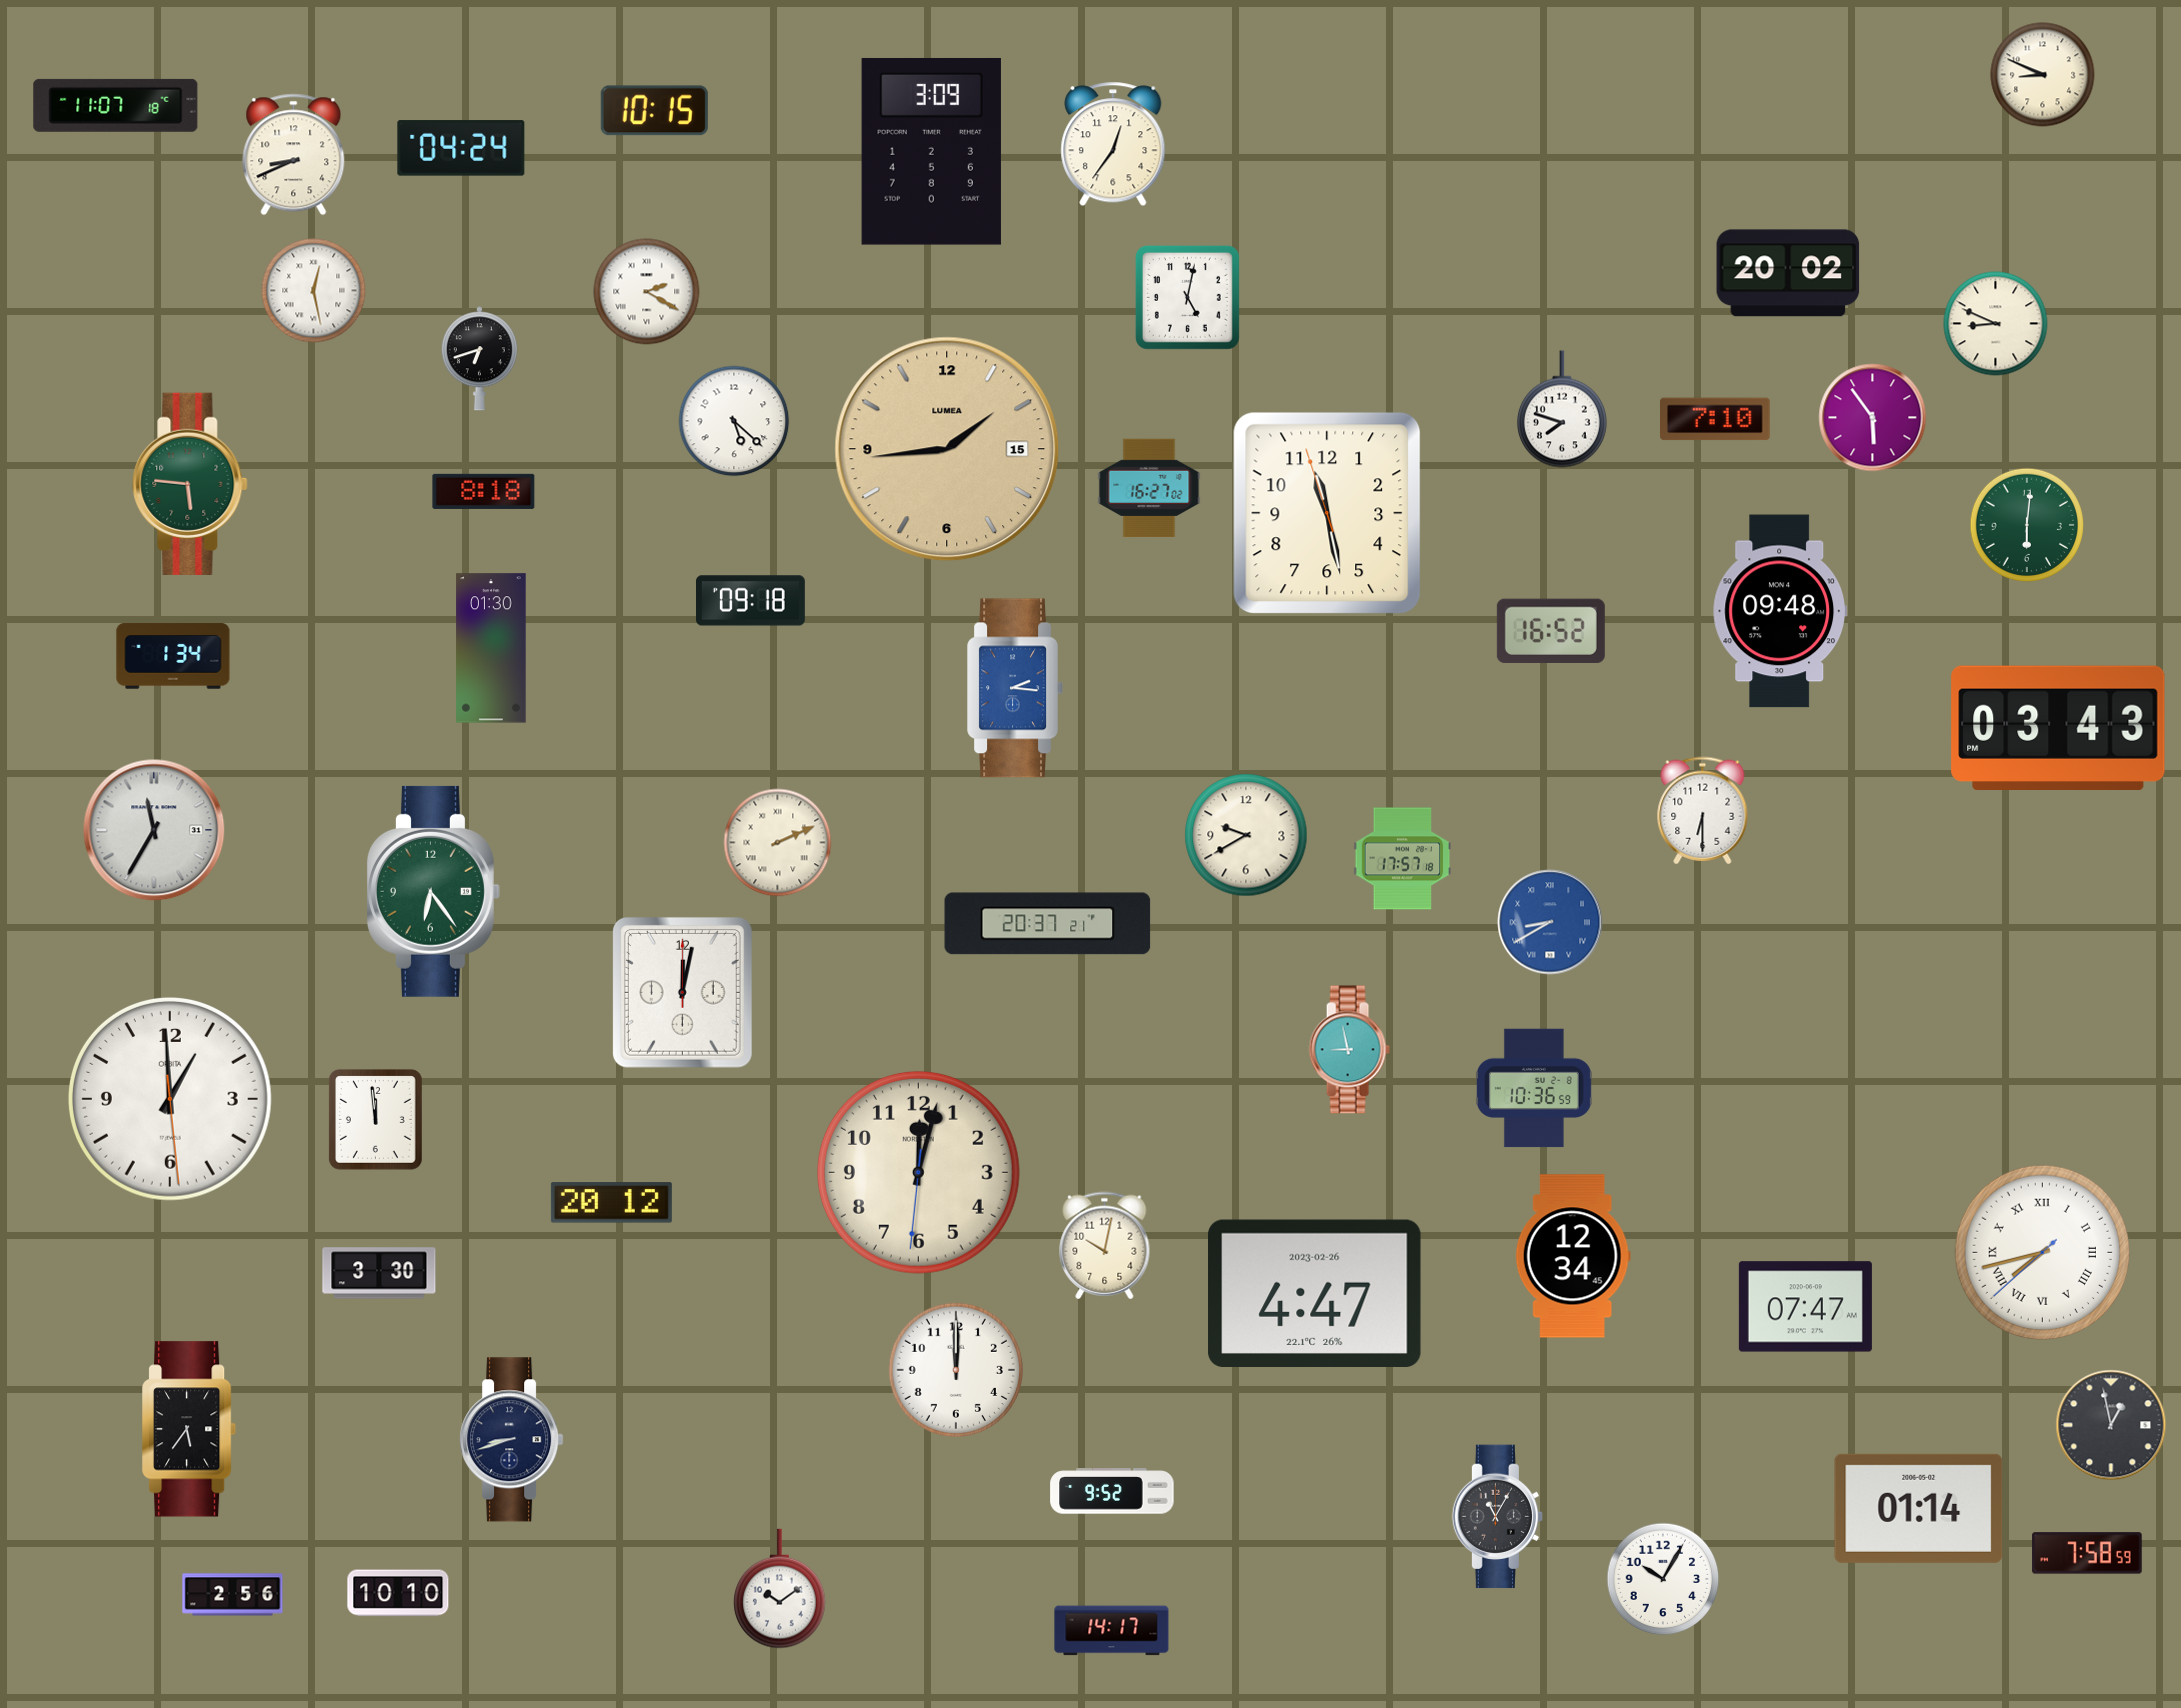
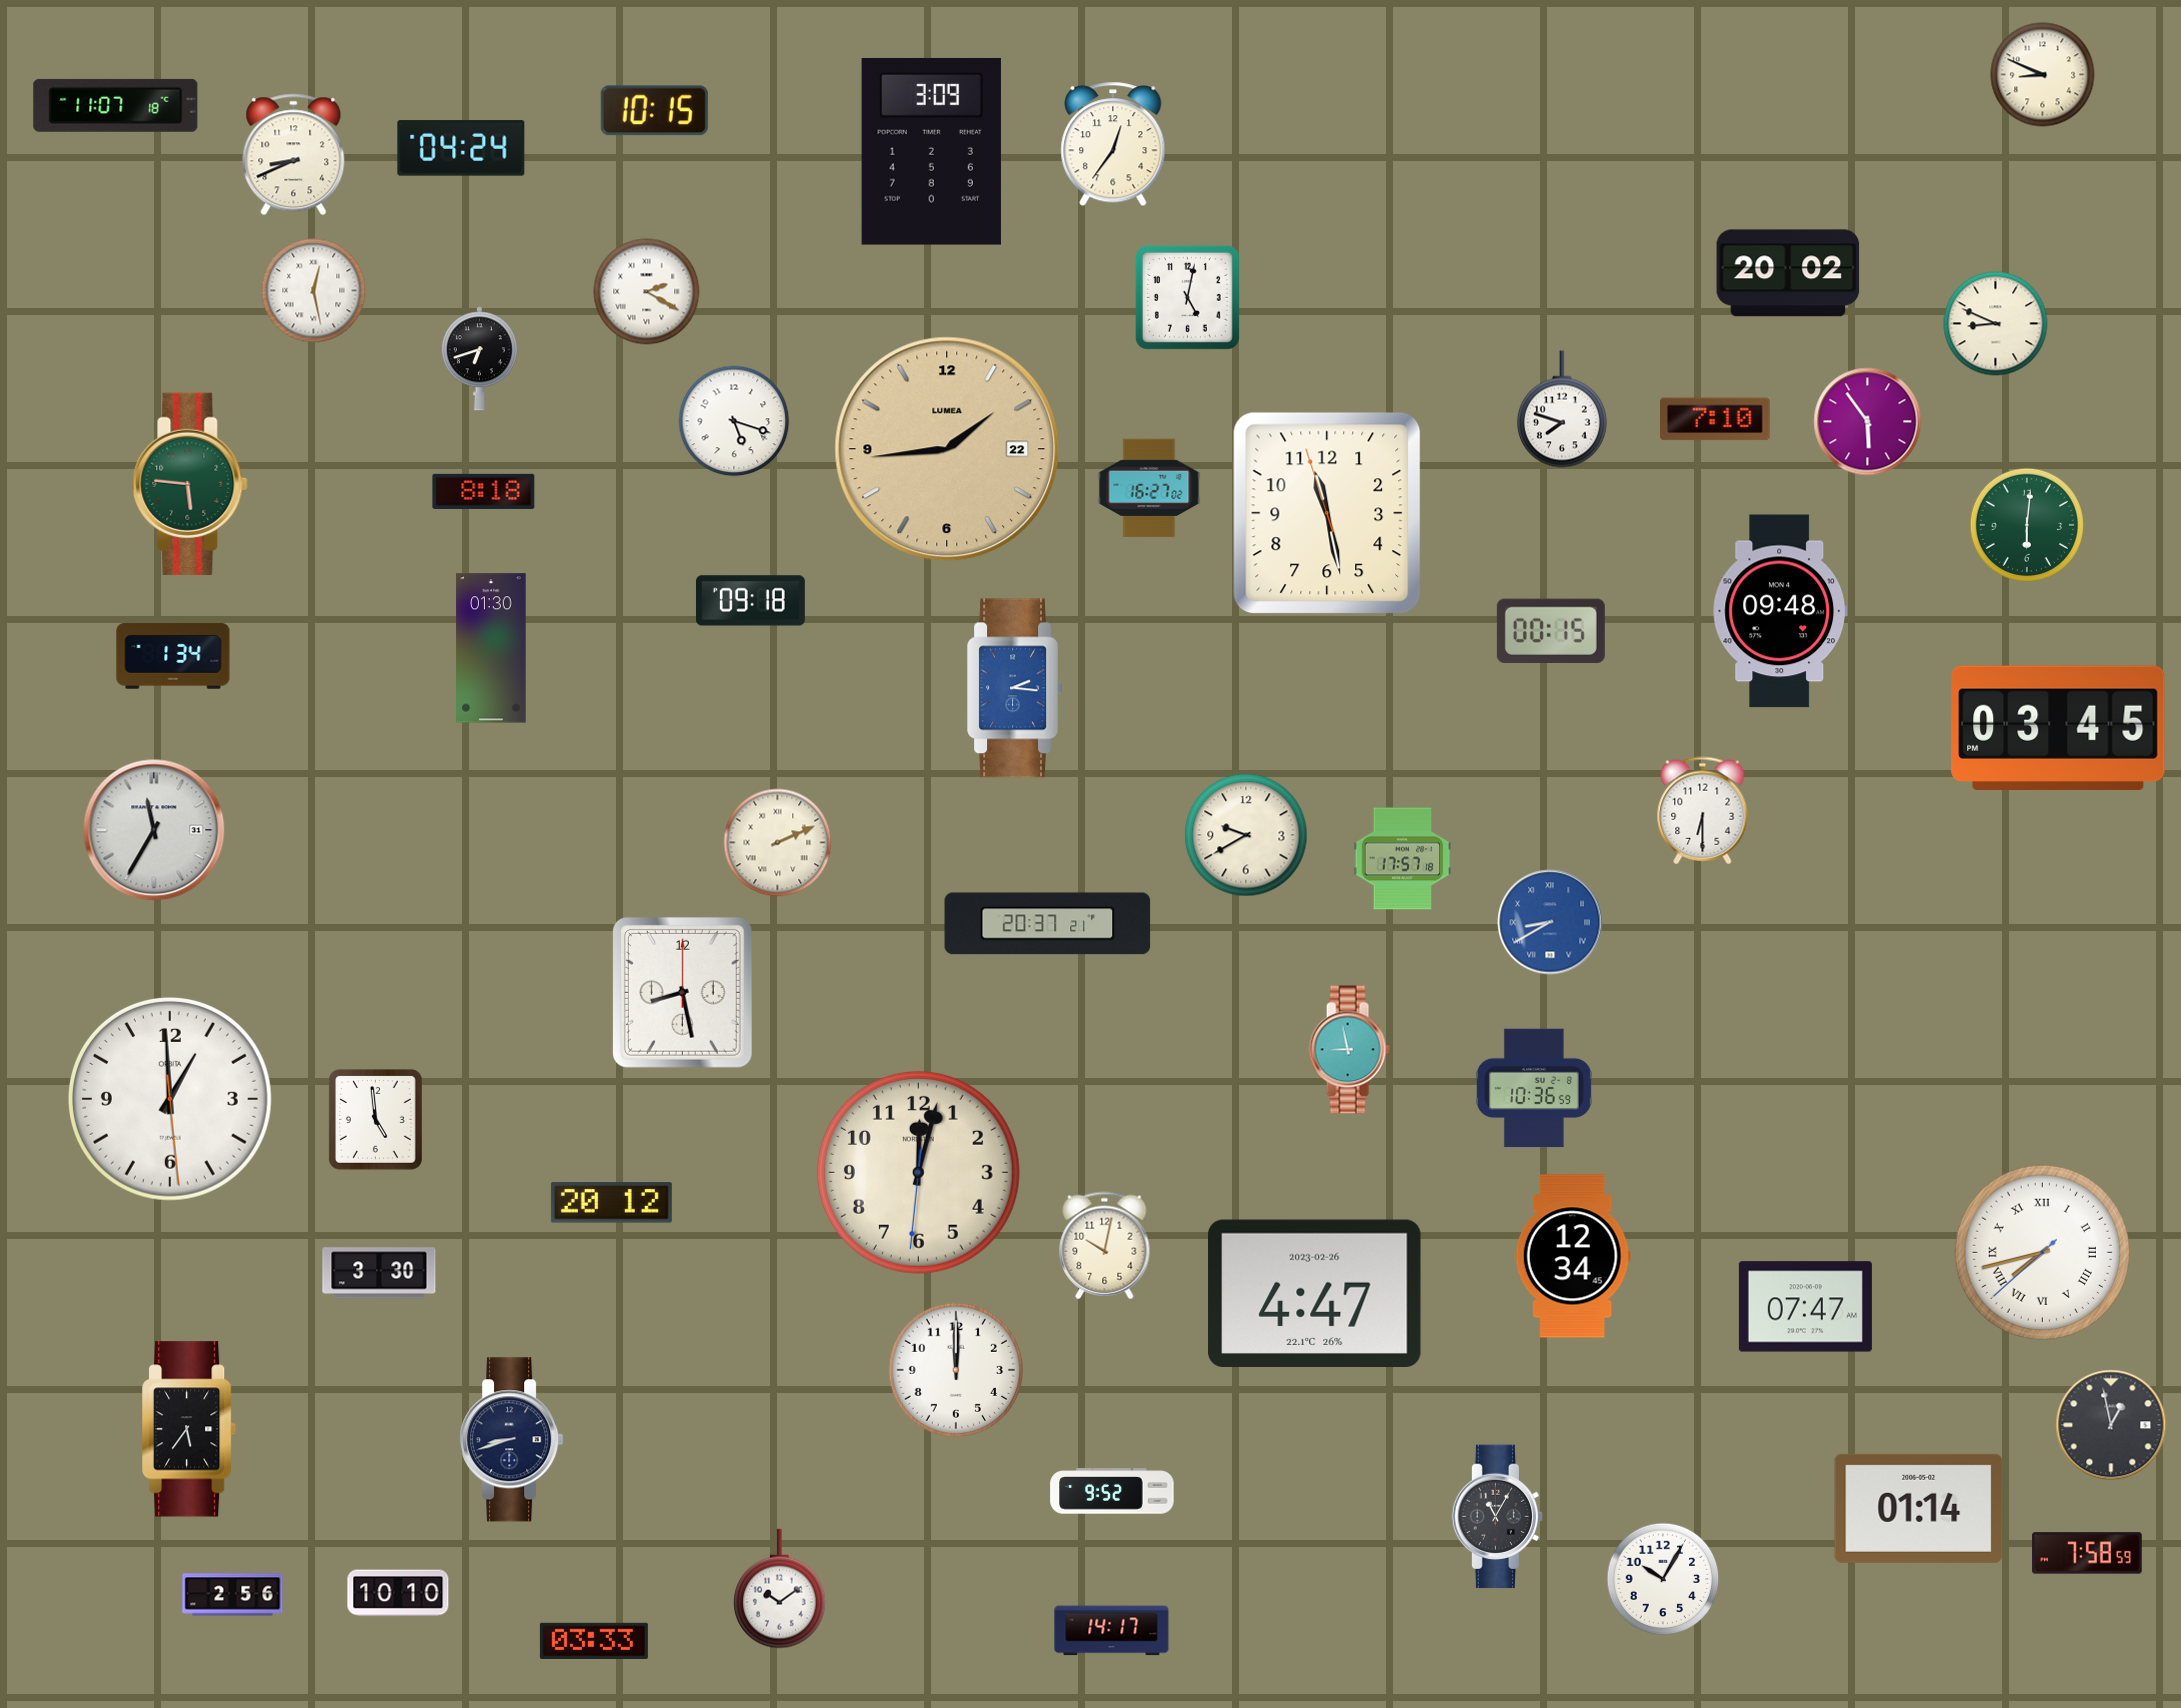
clock at (1873, 418) position: (1873, 418) -> (1868, 422)
clock at (734, 421): 5:22 -> 5:18
clock at (947, 449) date: 15 -> 22
clock at (1551, 631): 16:52 -> 00:15
clock at (2058, 727): 03:43 -> 03:45
clock at (434, 891): 6:24 -> none
clock at (682, 992): 12:02 -> 8:28
clock at (376, 1120): 11:59 -> 4:59
clock at (594, 1641): none -> 03:33
